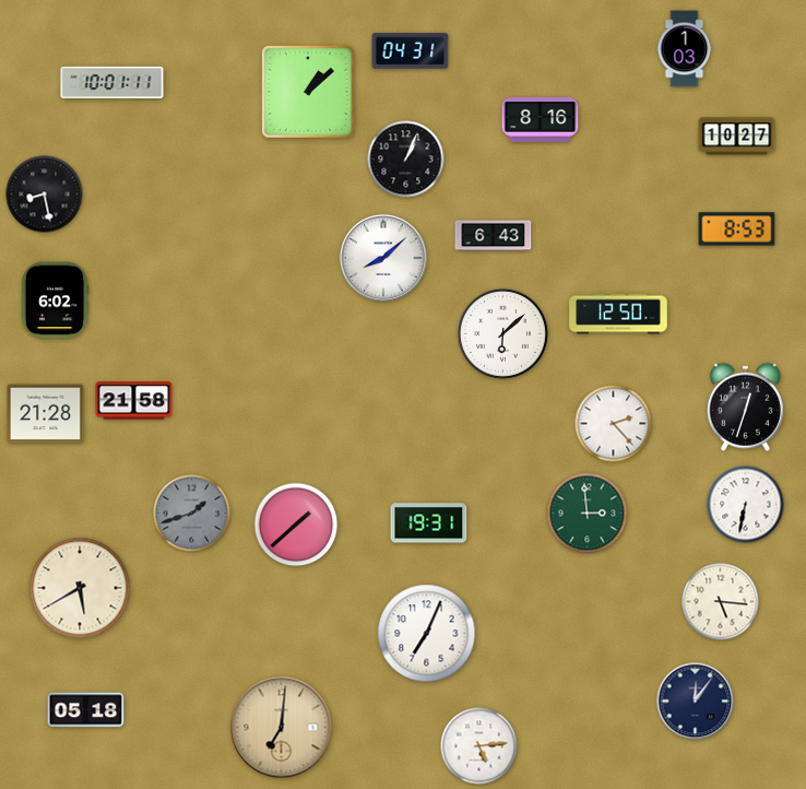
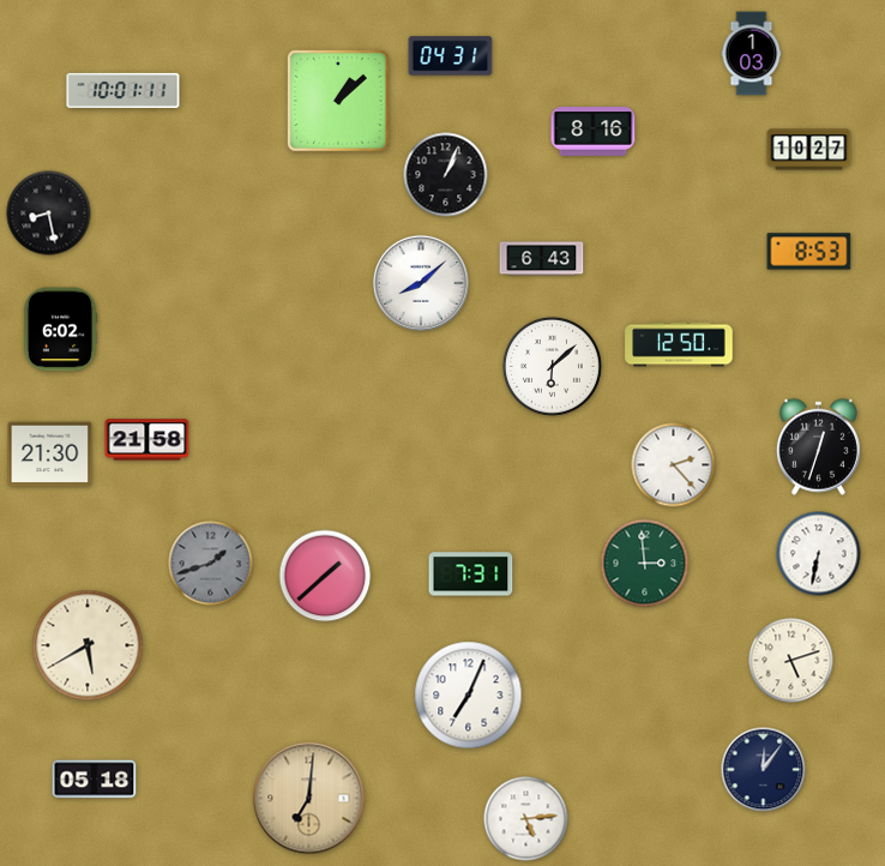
clock at (46, 414): 21:28 -> 21:30
clock at (429, 523): 19:31 -> 7:31
clock at (721, 602): 5:16 -> 5:12
